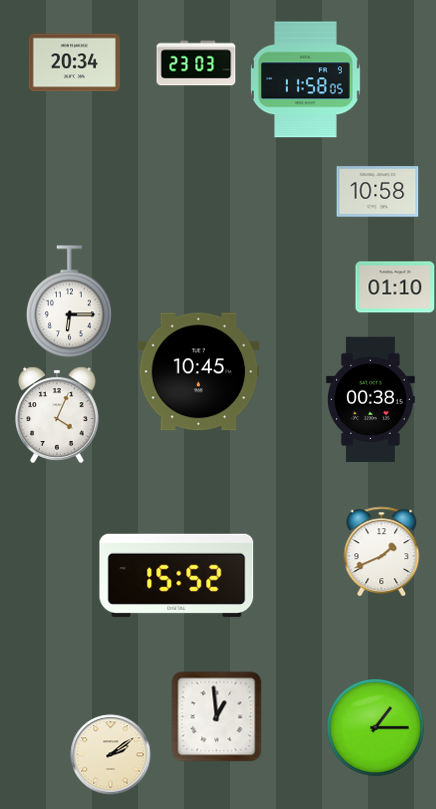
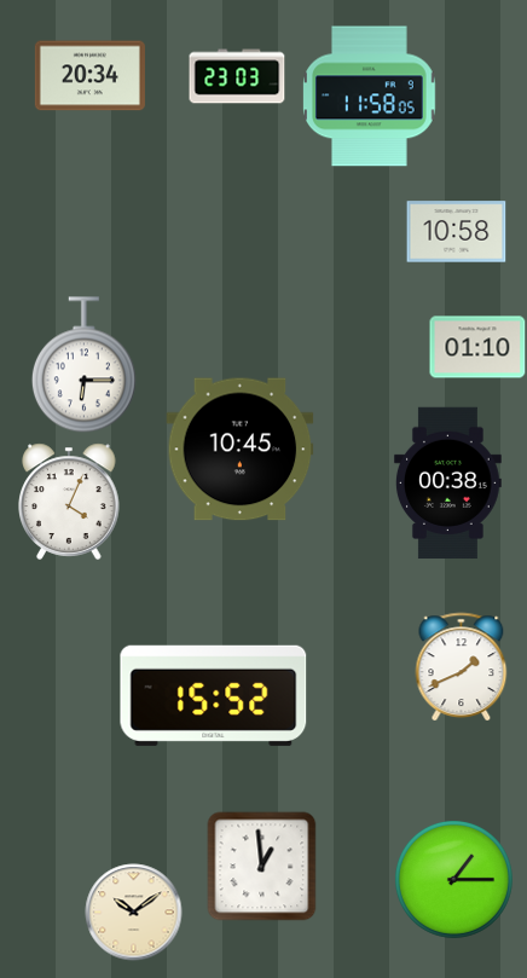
clock at (111, 755): 2:09 -> 10:09
